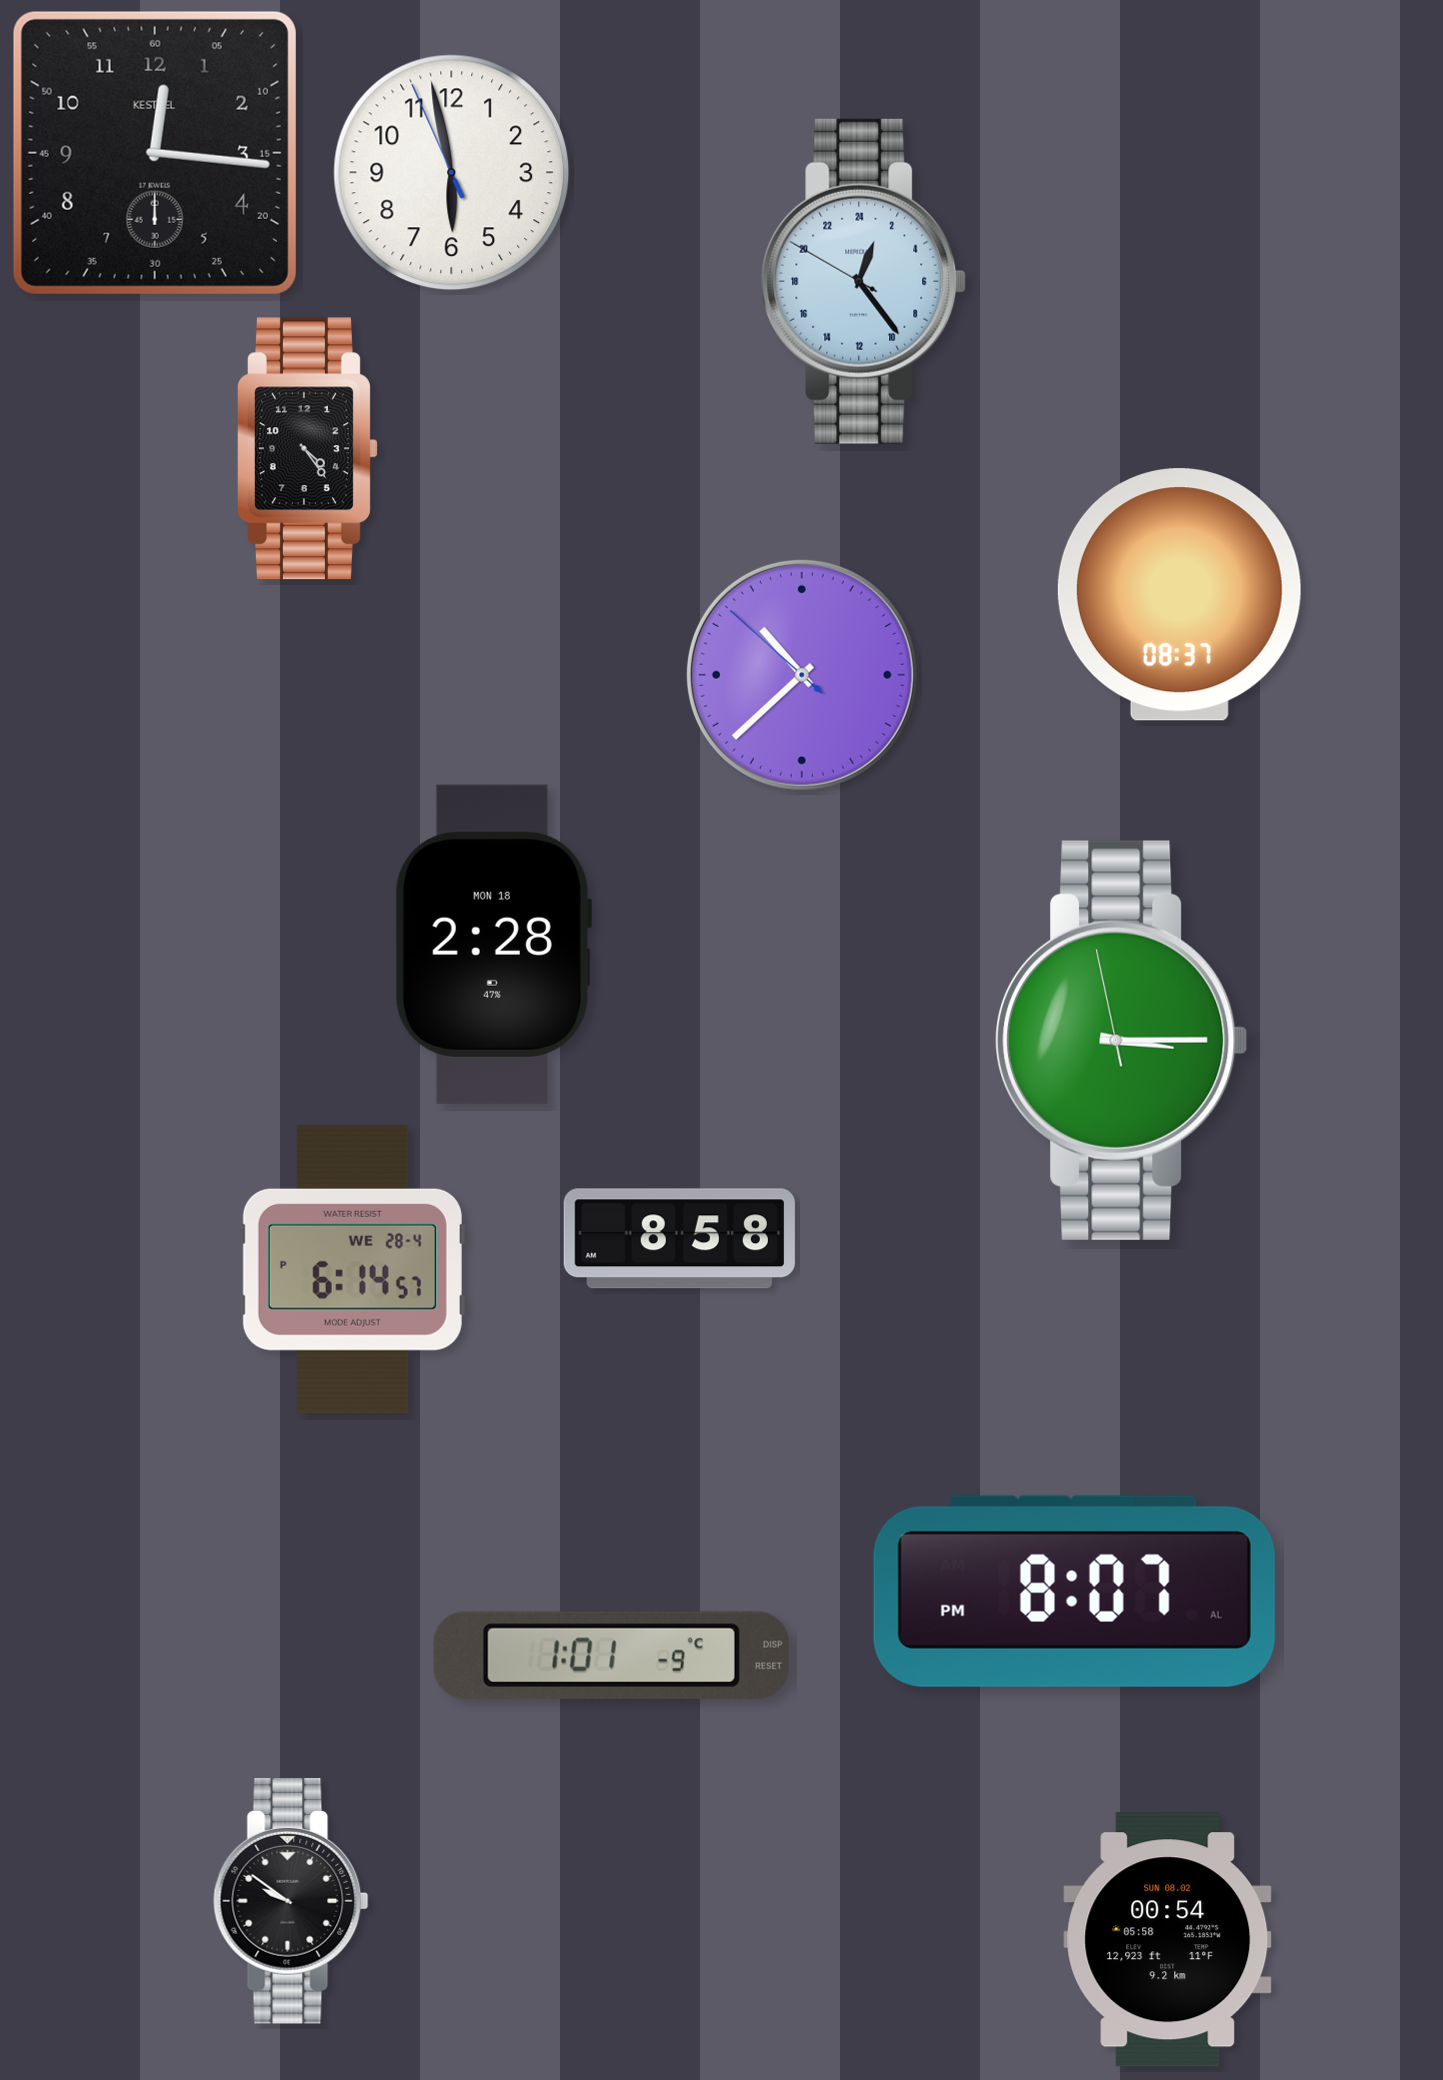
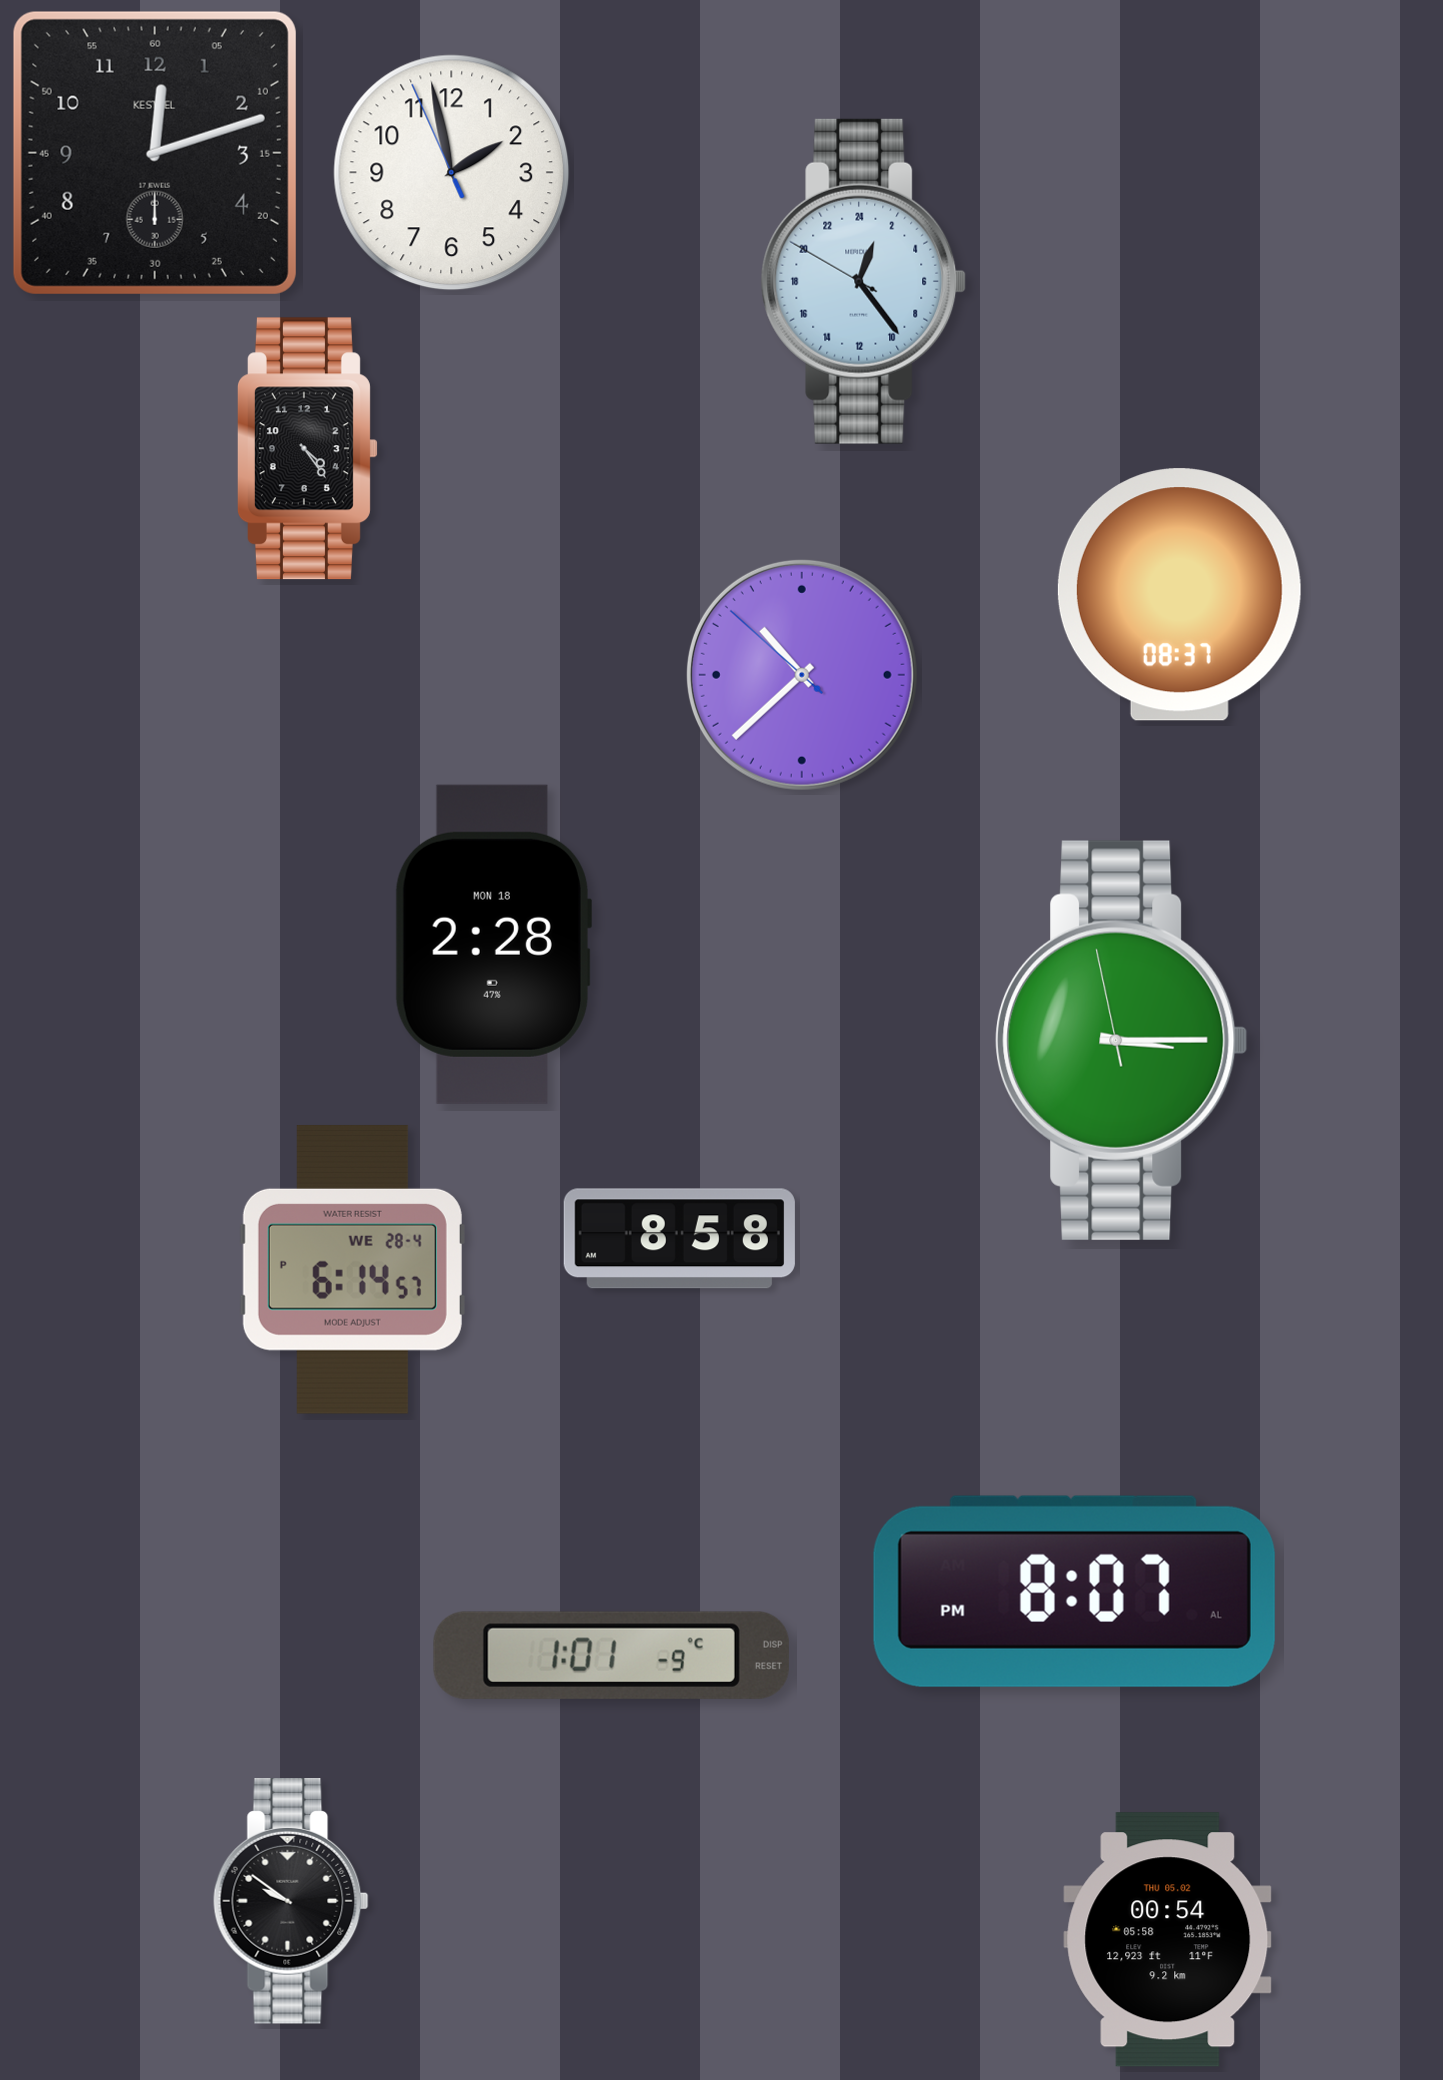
clock at (155, 153): 12:16 -> 12:12
clock at (452, 173): 5:57 -> 1:57
clock at (1168, 1940) date: SUN 08.02 -> THU 05.02
